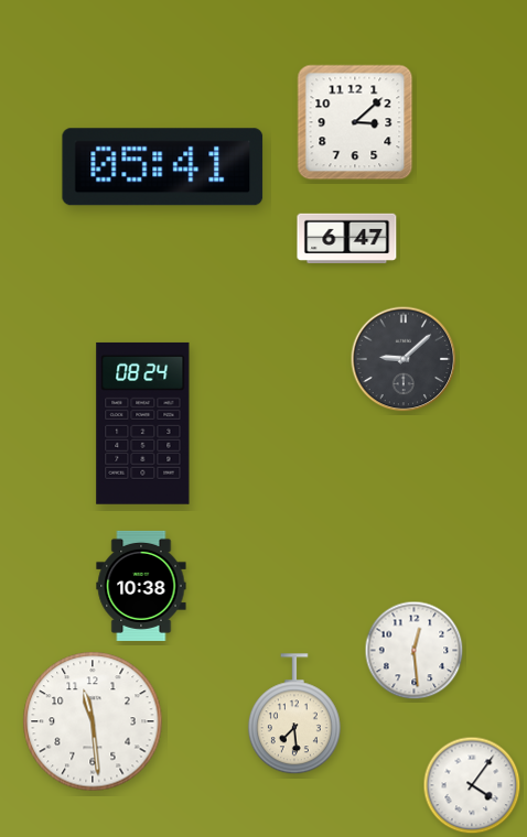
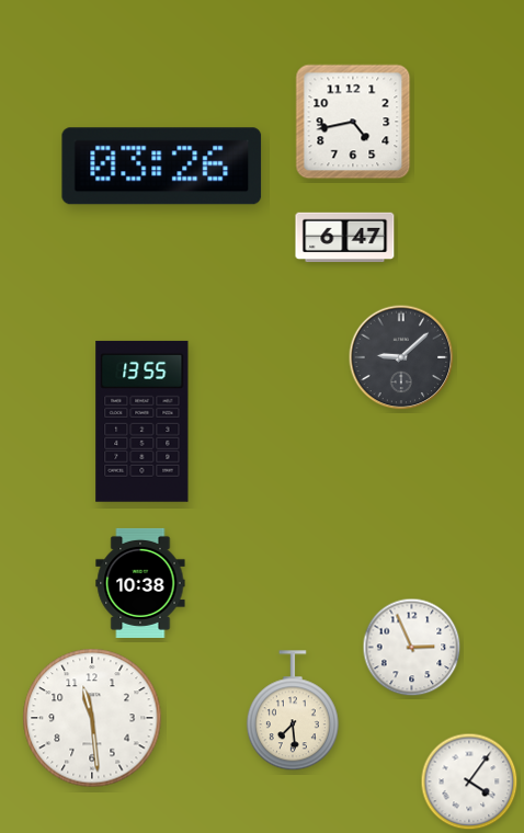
clock at (355, 122): 3:08 -> 4:43
clock at (163, 167): 05:41 -> 03:26
clock at (143, 423): 08:24 -> 13:55
clock at (415, 651): 12:29 -> 2:56
